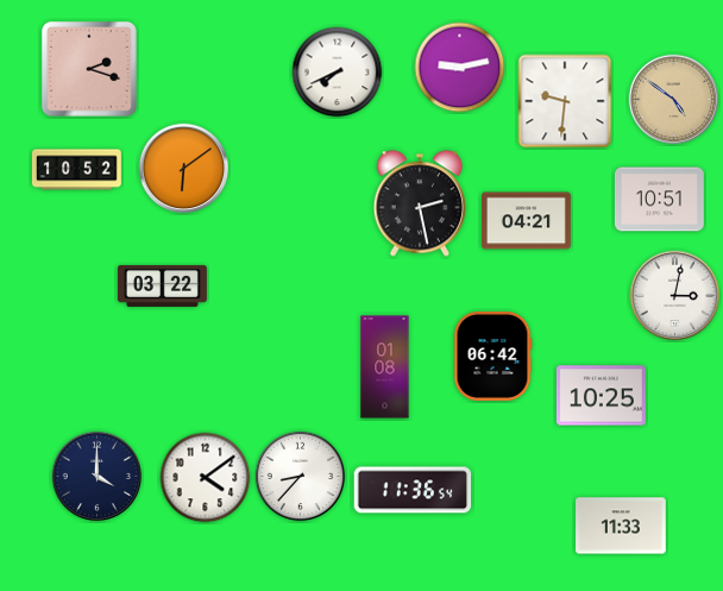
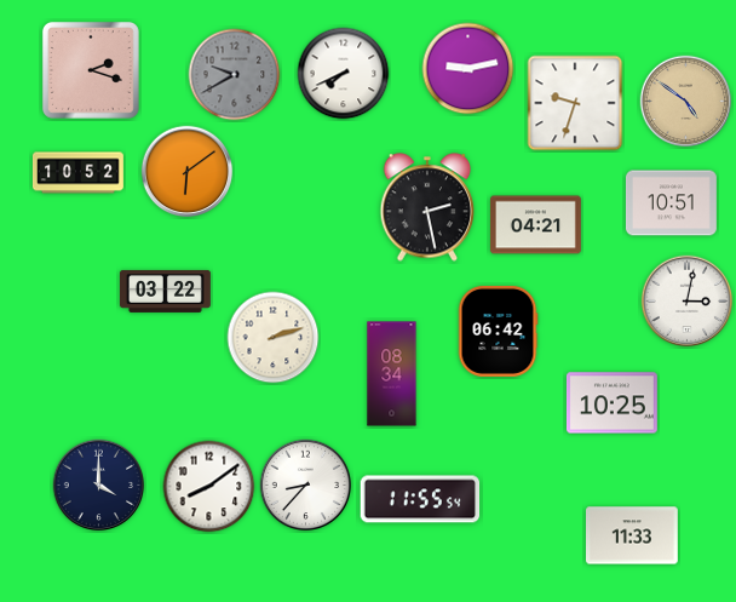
clock at (235, 75): none -> 9:40
clock at (565, 101): 9:31 -> 9:33
clock at (274, 338): none -> 2:12
clock at (492, 356) position: (492, 356) -> (498, 331)
clock at (385, 367): 01:08 -> 08:34
clock at (206, 478): 4:09 -> 8:09
clock at (413, 490): 11:36 -> 11:55
